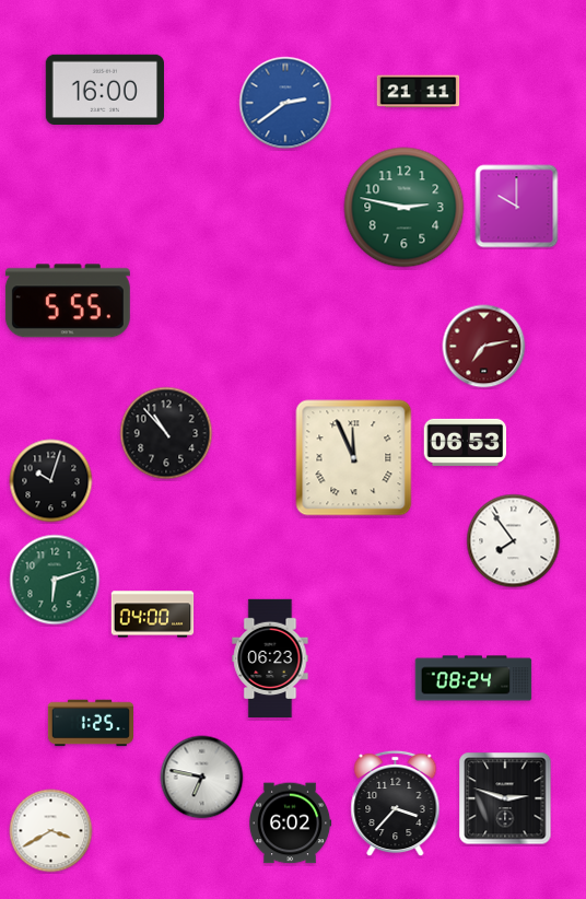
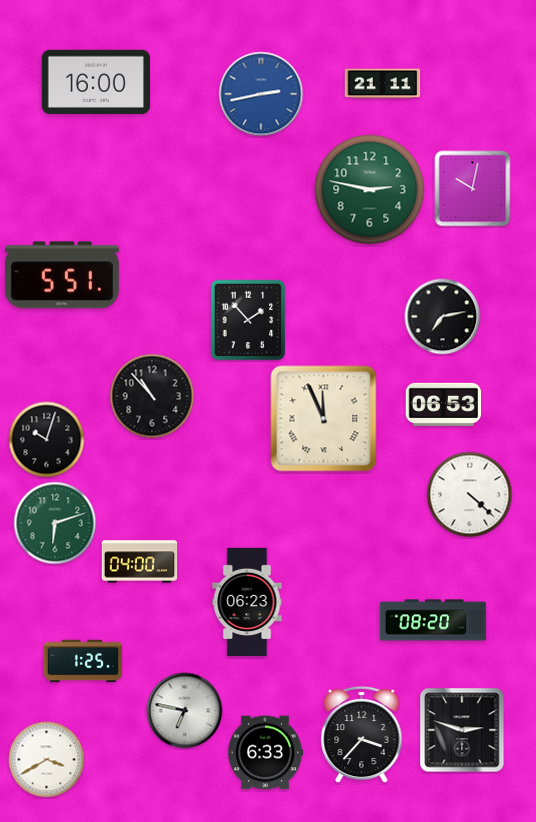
clock at (285, 103): 2:39 -> 2:43
clock at (517, 207): 10:00 -> 10:02
clock at (68, 301): 5:55 -> 5:51
clock at (484, 347) dial: burgundy -> black
clock at (248, 320): none -> 1:53
clock at (466, 442) position: (466, 442) -> (444, 404)
clock at (514, 541): 7:54 -> 4:22
clock at (55, 580) position: (55, 580) -> (55, 523)
clock at (473, 678): 08:24 -> 08:20
clock at (290, 824): 6:02 -> 6:33
